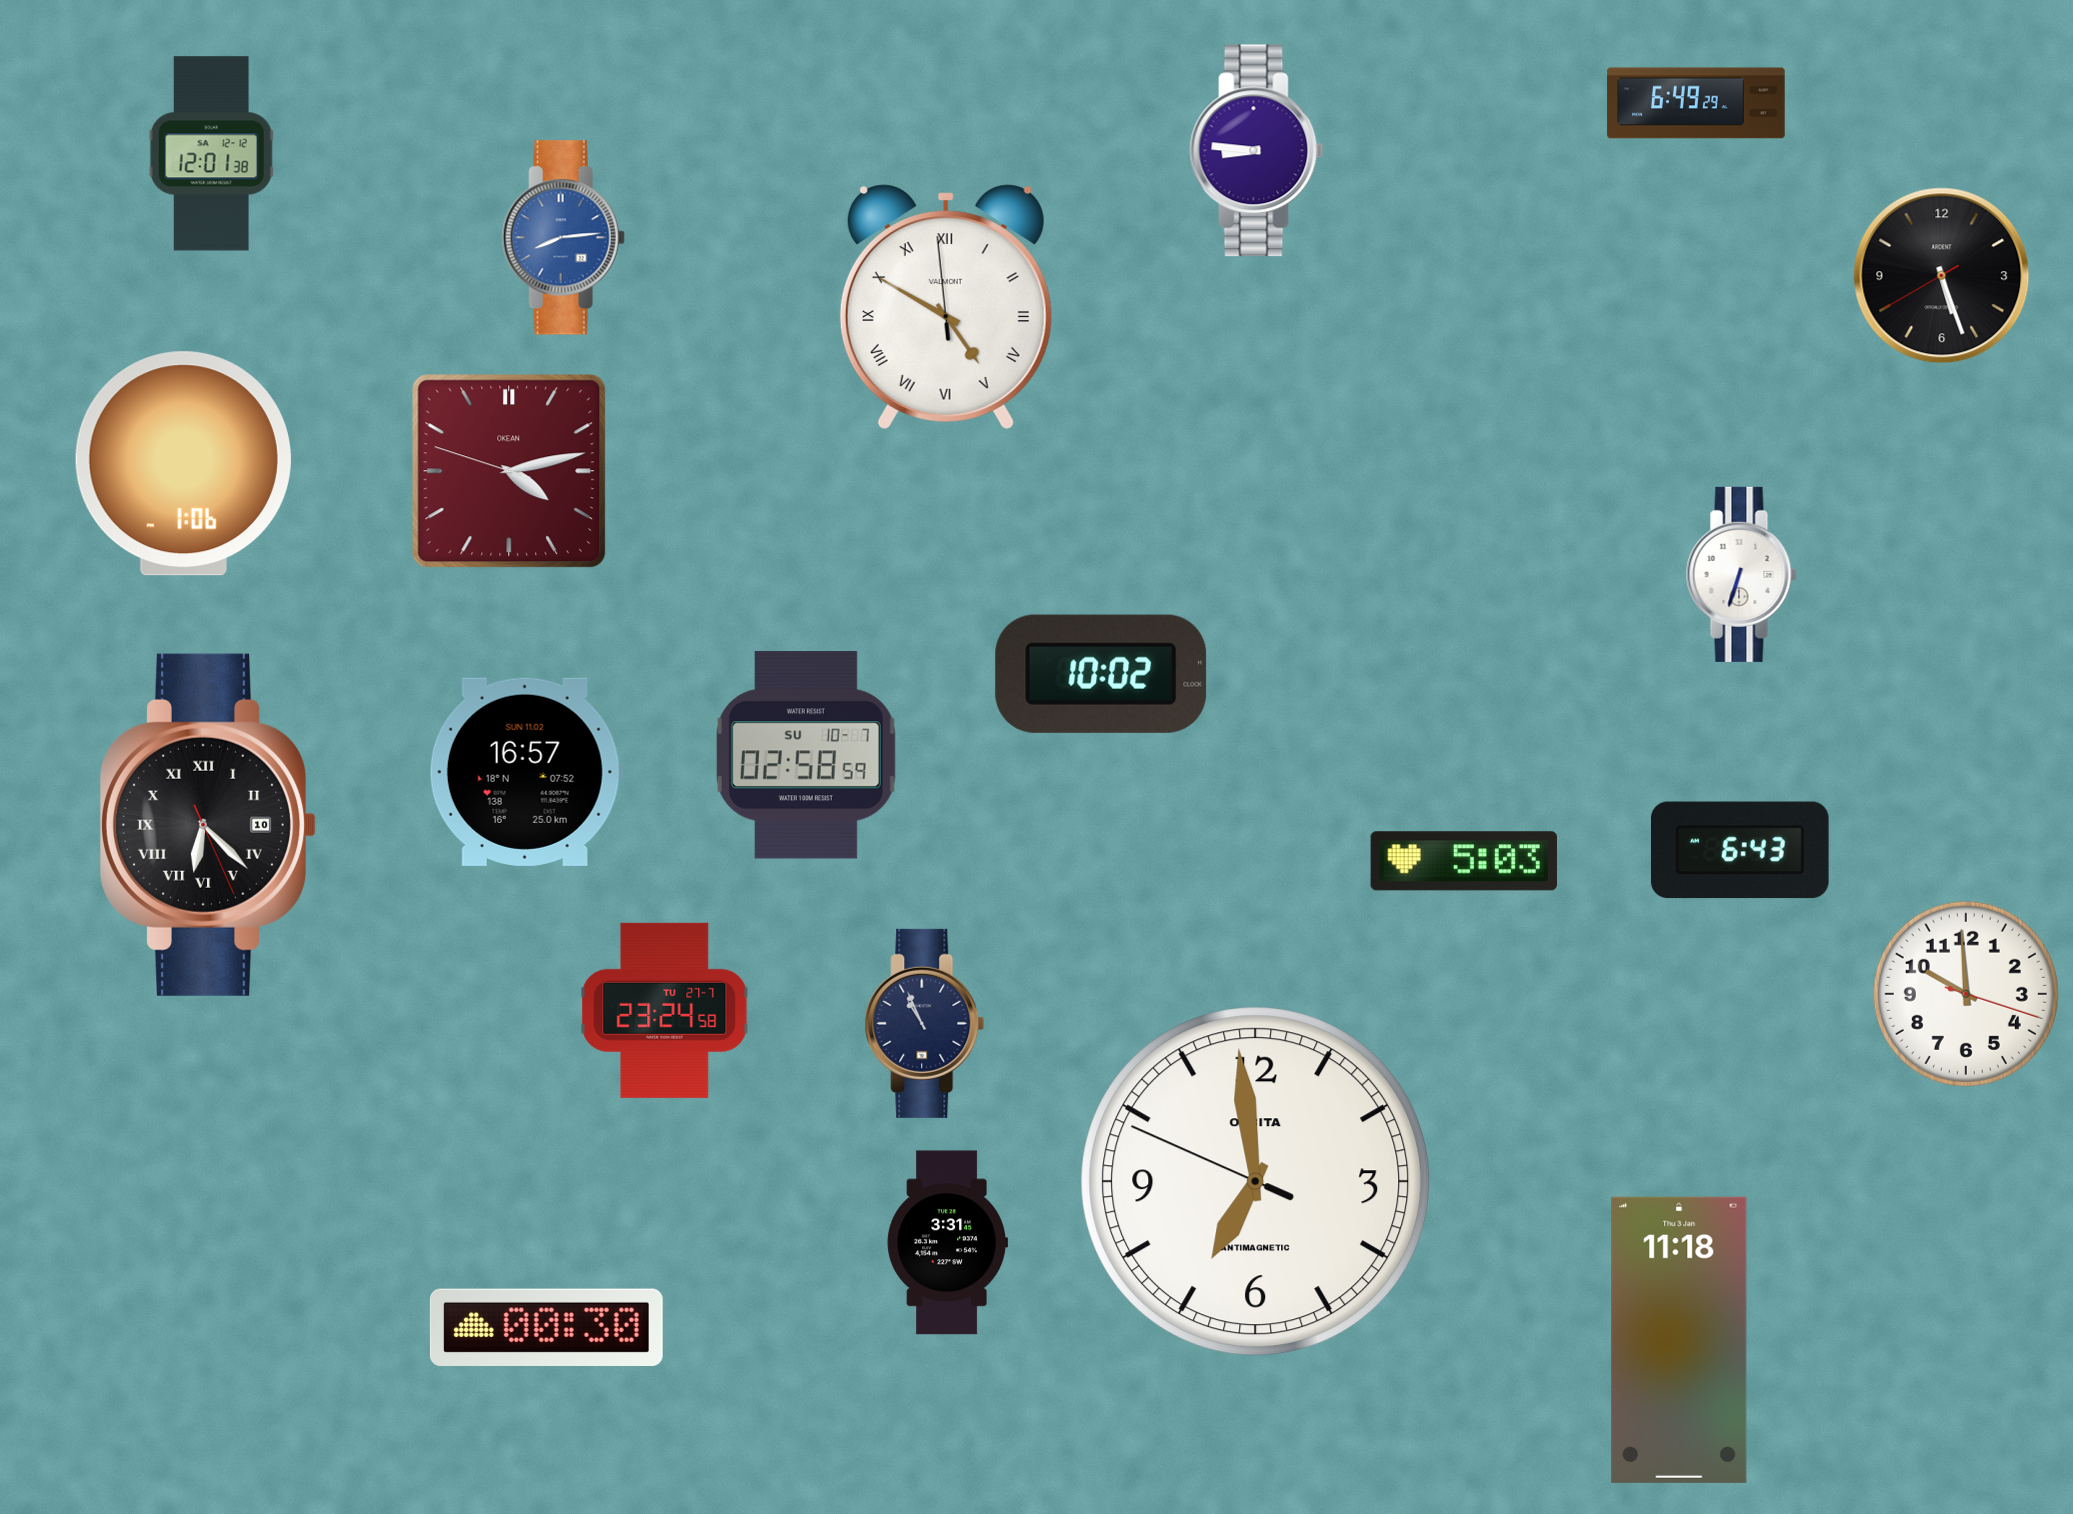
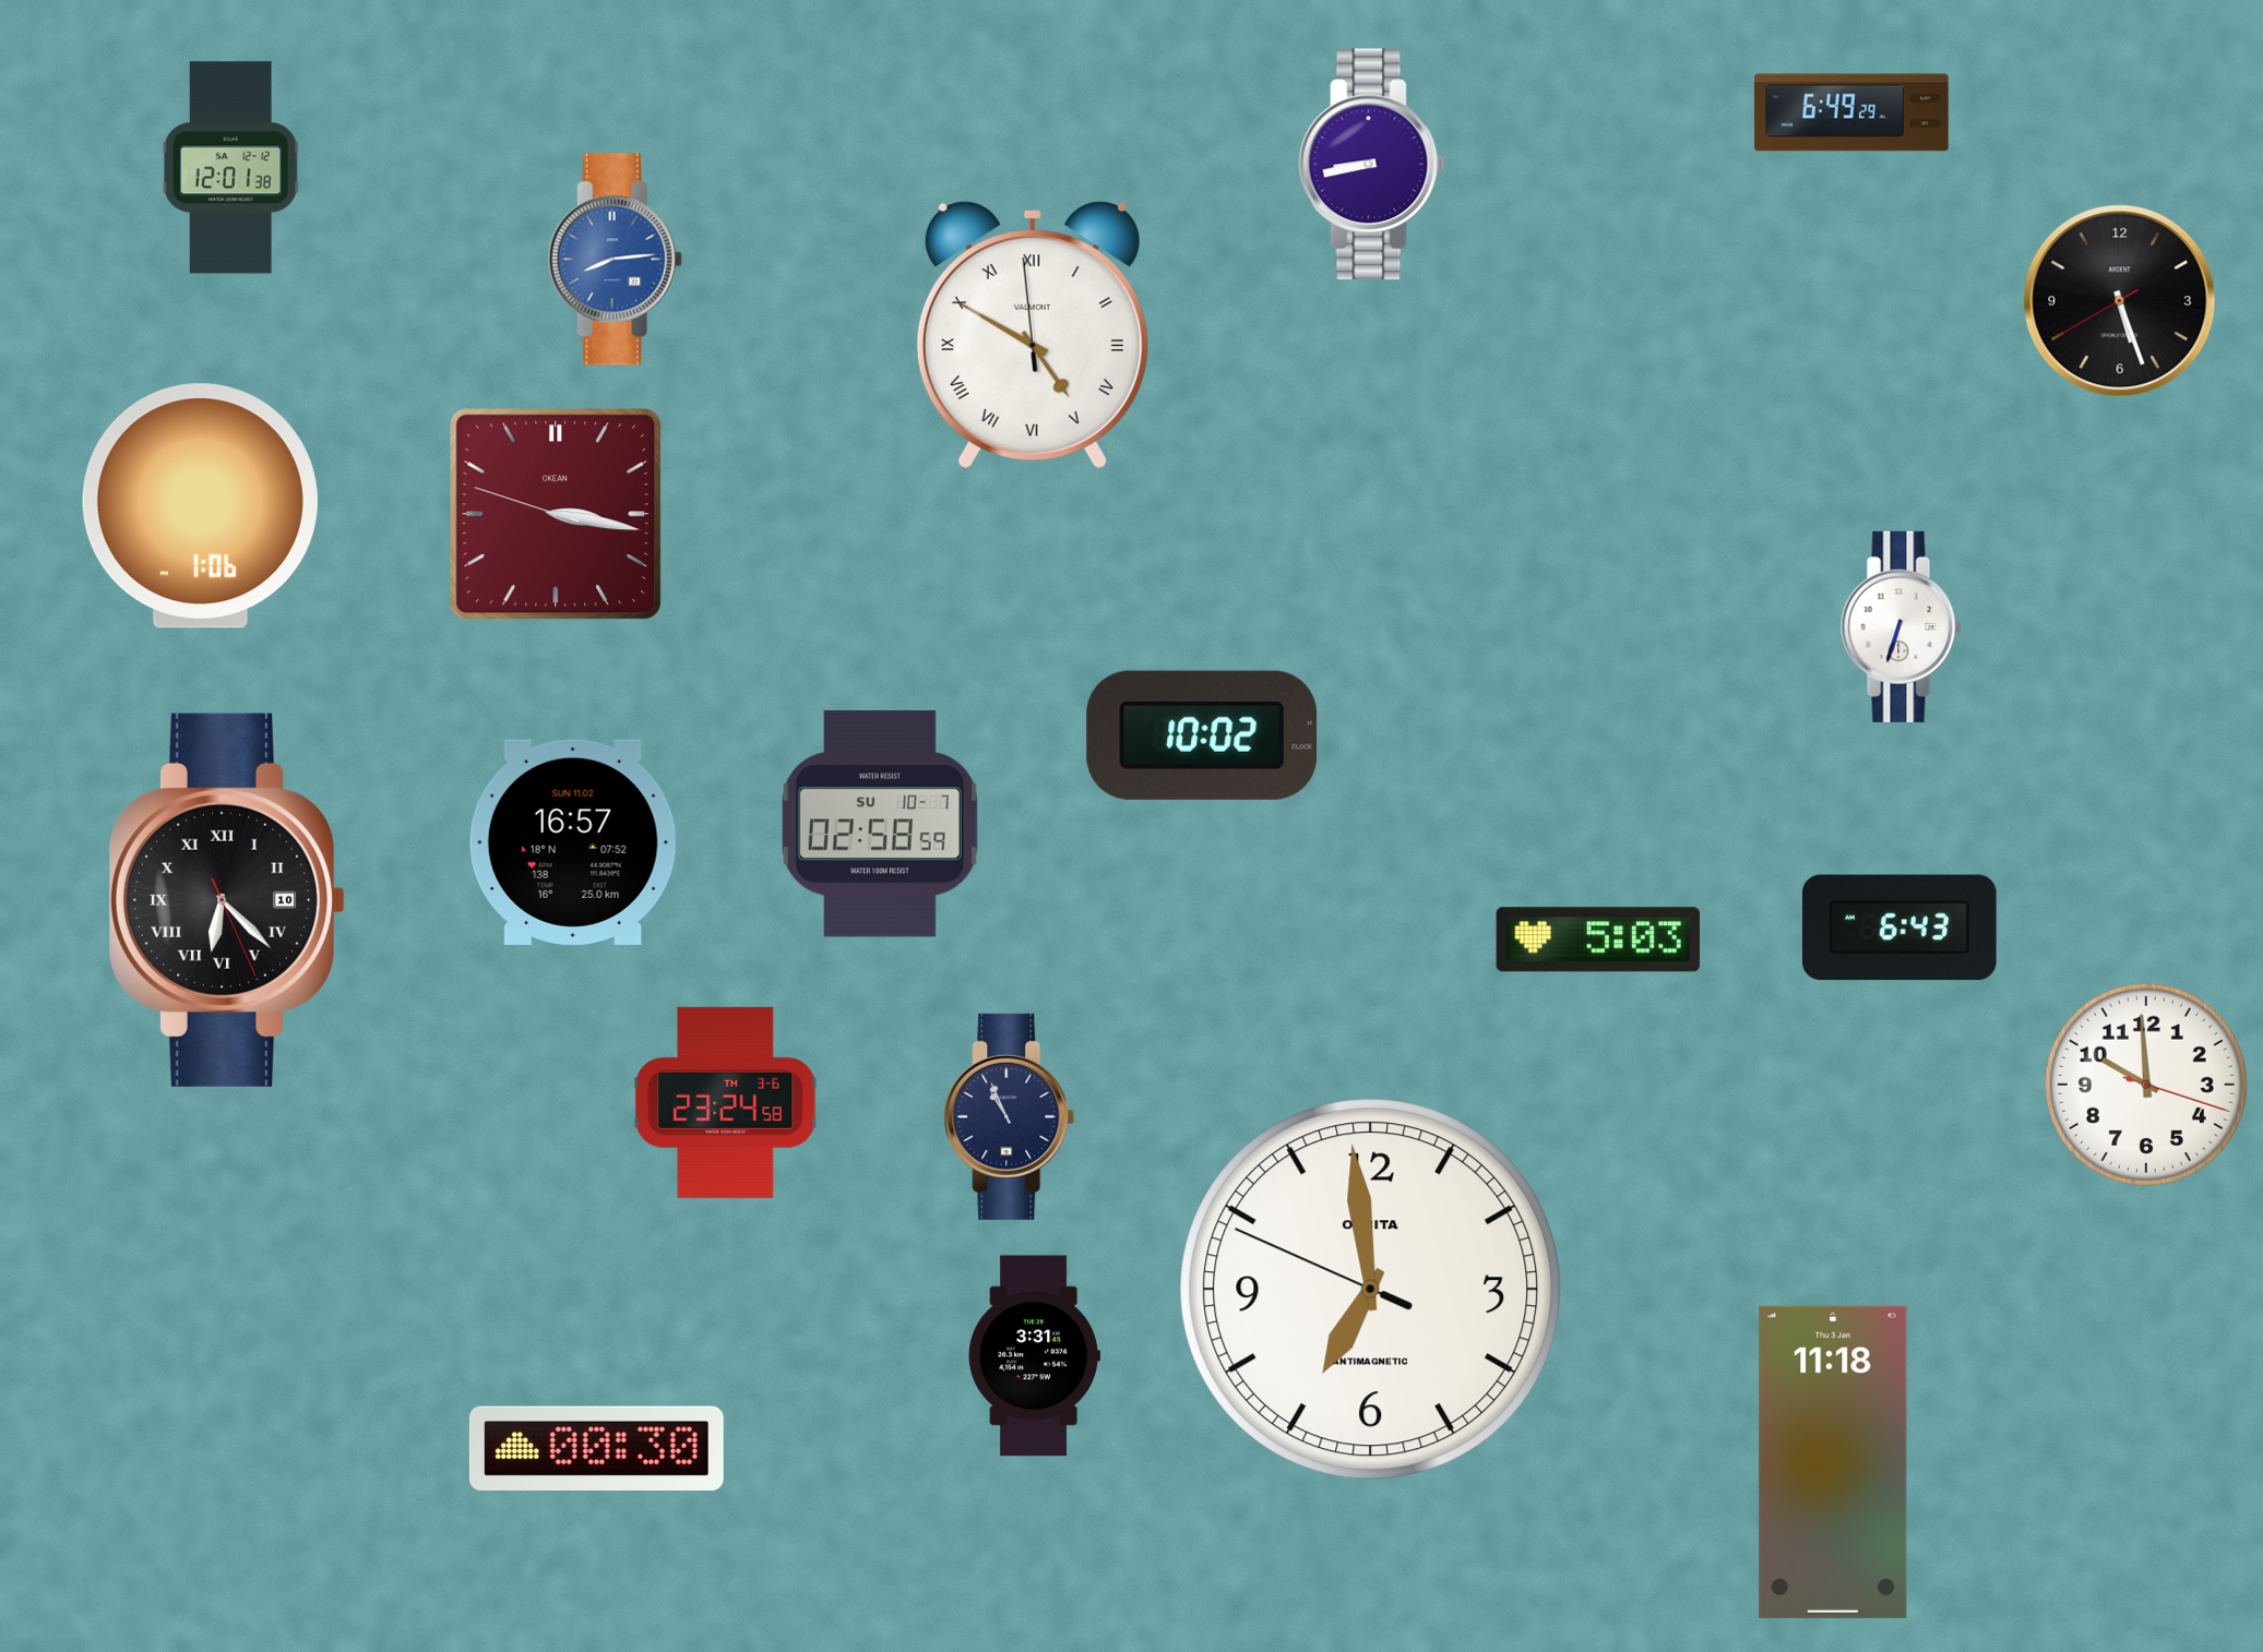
clock at (1257, 151): 8:46 -> 8:43
clock at (509, 471): 4:12 -> 3:16
clock at (665, 1010) date: TU 27-7 -> TH 3-6
